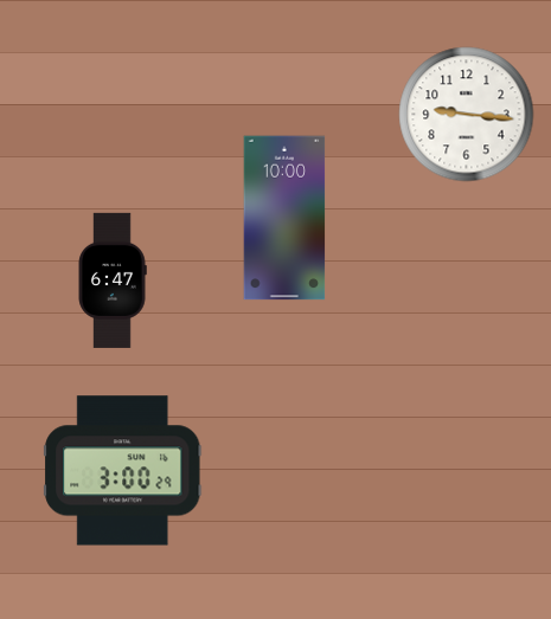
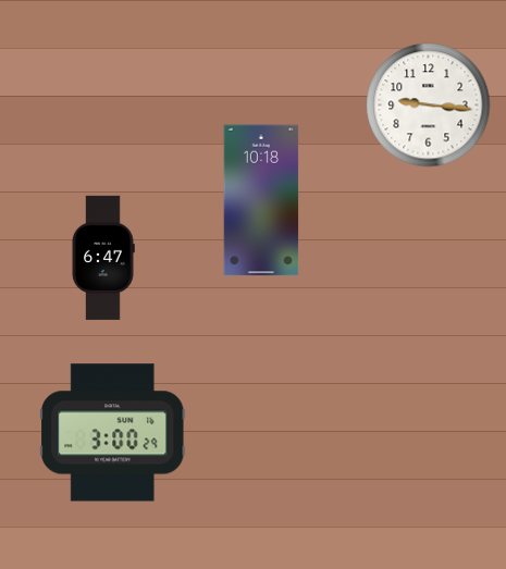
clock at (284, 218): 10:00 -> 10:18
